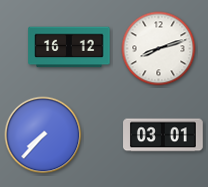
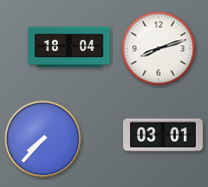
clock at (69, 47): 16:12 -> 18:04
clock at (43, 135) position: (43, 135) -> (43, 139)
